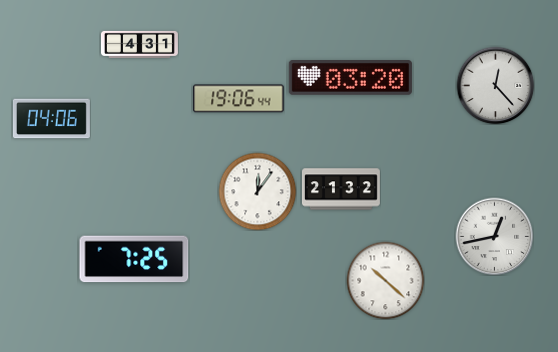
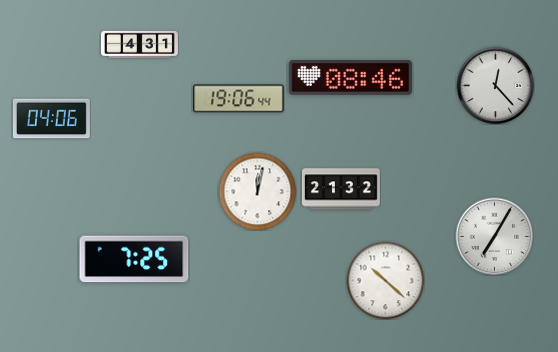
clock at (350, 78): 03:20 -> 08:46
clock at (257, 191): 12:06 -> 12:02
clock at (494, 236): 12:43 -> 7:05
